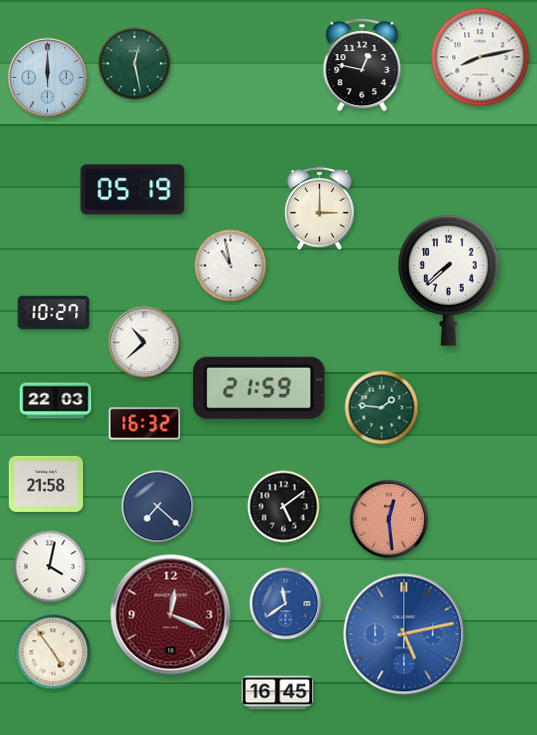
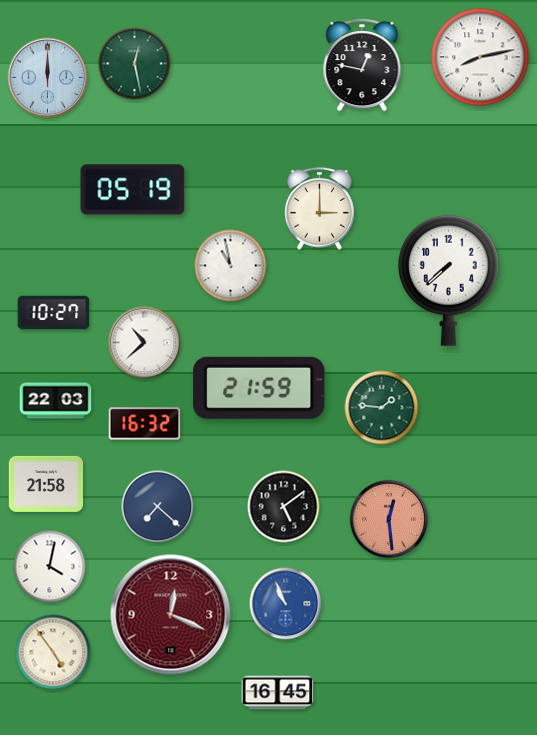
clock at (286, 604): 11:39 -> 10:56
clock at (404, 634): 5:13 -> none
